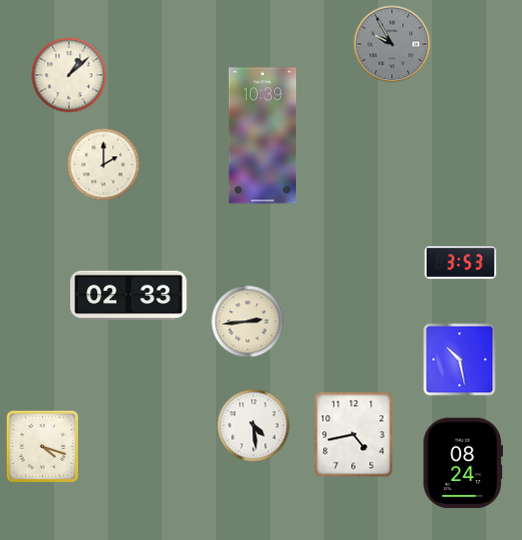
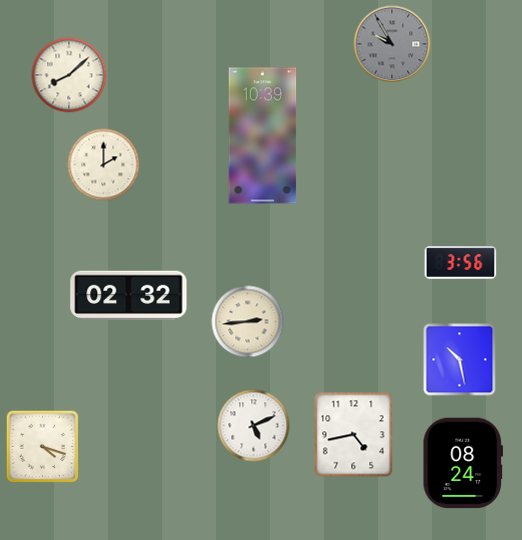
clock at (69, 75): 1:08 -> 8:08
clock at (461, 263): 3:53 -> 3:56
clock at (129, 296): 02:33 -> 02:32
clock at (254, 426): 4:29 -> 5:11
